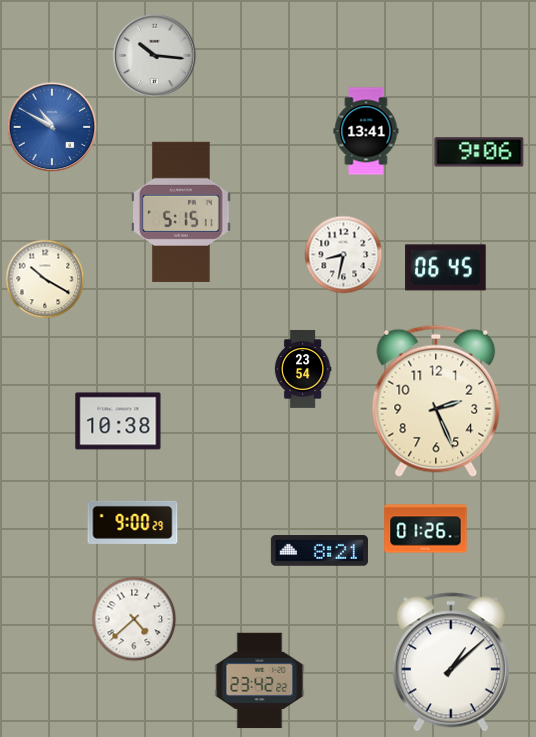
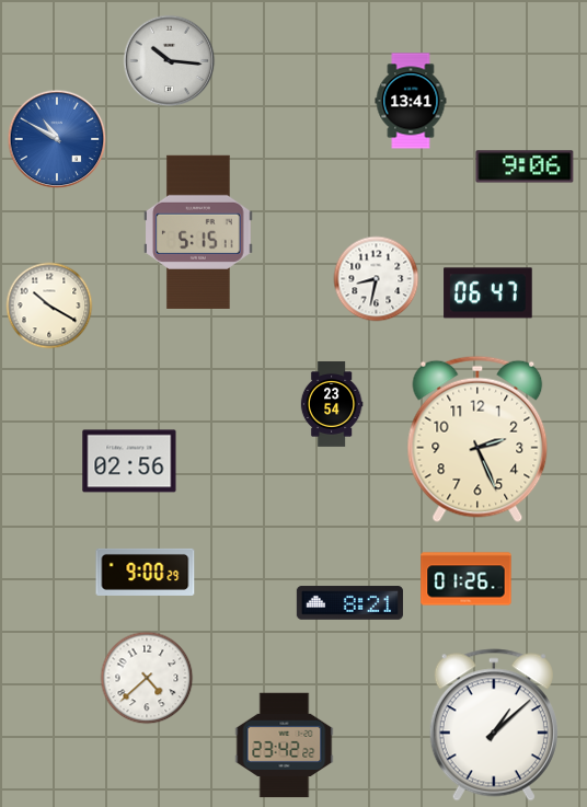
clock at (366, 131) position: (366, 131) -> (411, 101)
clock at (446, 268): 06:45 -> 06:47
clock at (118, 421): 10:38 -> 02:56
